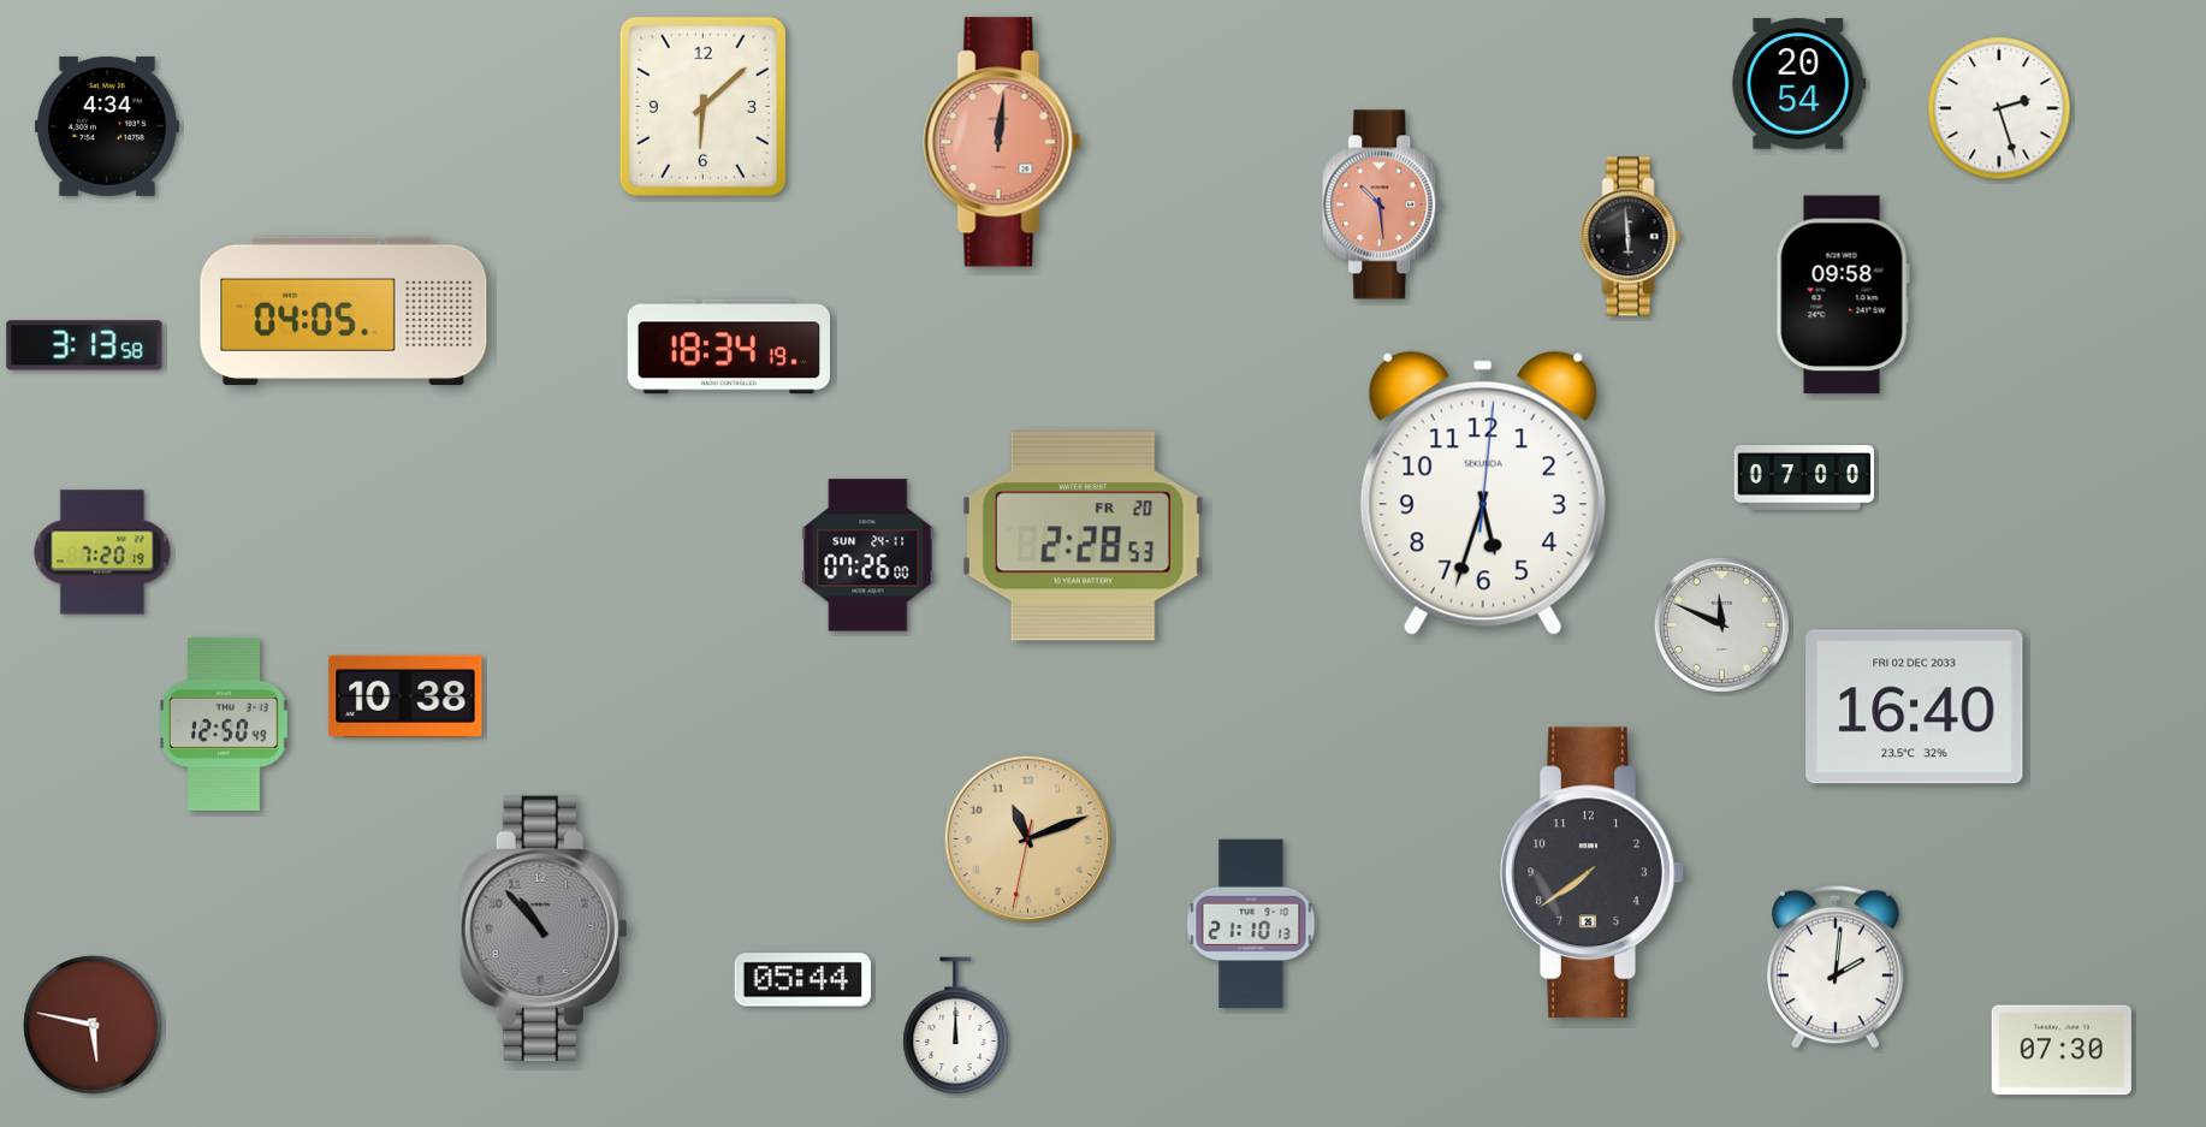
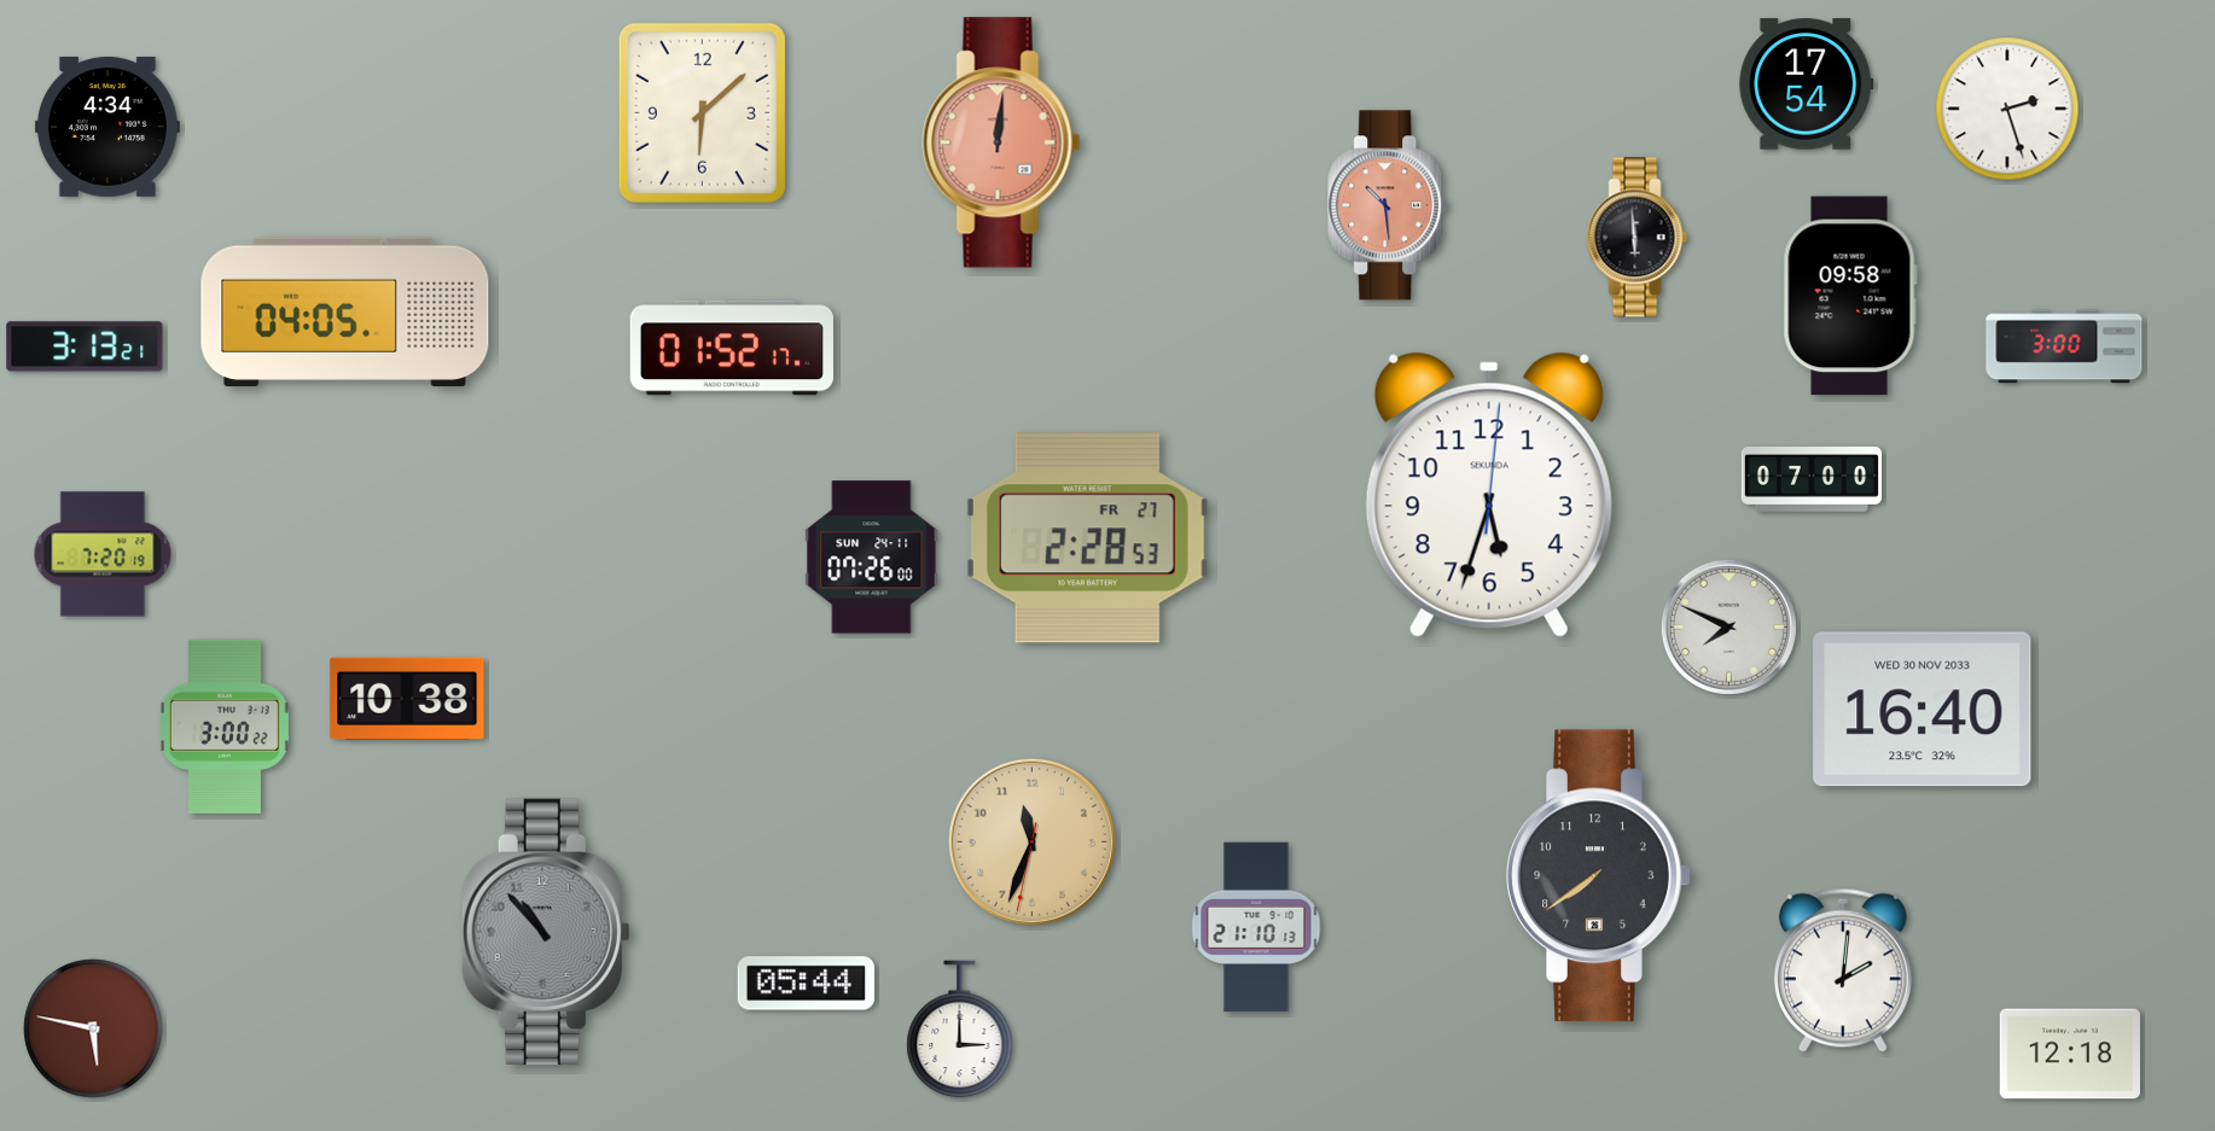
clock at (1799, 84): 20:54 -> 17:54
clock at (702, 106) position: (702, 106) -> (702, 112)
clock at (1002, 142) position: (1002, 142) -> (1001, 142)
clock at (84, 345): 3:13:58 -> 3:13:21
clock at (2064, 346): none -> 3:00
clock at (729, 346): 18:34 -> 01:52
clock at (1083, 536) date: FR 20 -> FR 27
clock at (1721, 624): 11:49 -> 7:49
clock at (1915, 707) date: FRI 02 DEC 2033 -> WED 30 NOV 2033
clock at (225, 724): 12:50 -> 3:00
clock at (1027, 838): 11:11 -> 11:33
clock at (956, 1026): 12:00 -> 3:00
clock at (2062, 1050): 07:30 -> 12:18
